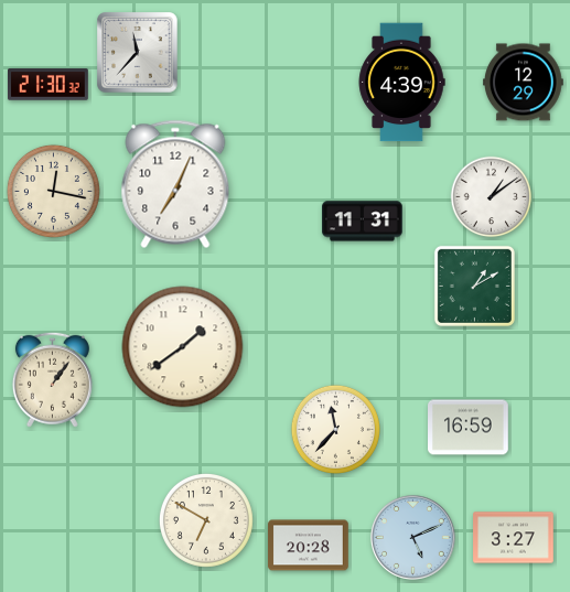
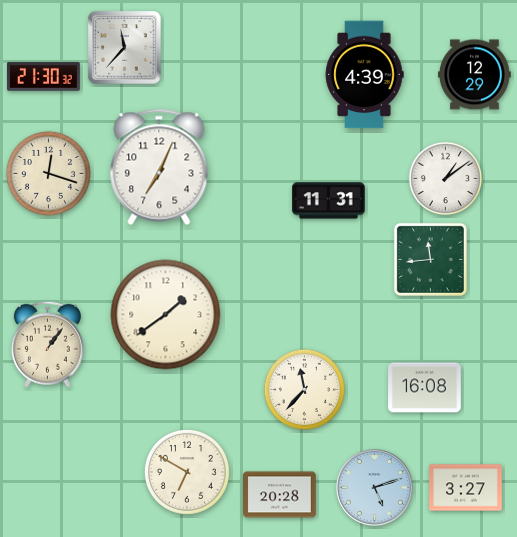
clock at (53, 191): 12:17 -> 12:18
clock at (474, 286): 1:10 -> 11:44
clock at (469, 428): 16:59 -> 16:08
clock at (412, 537): 5:11 -> 5:12
